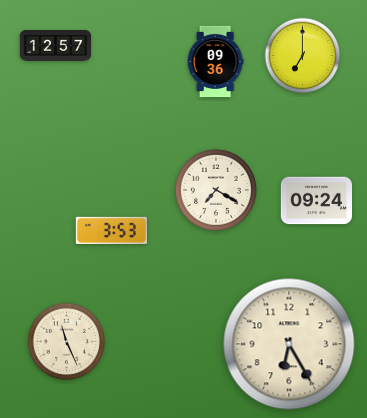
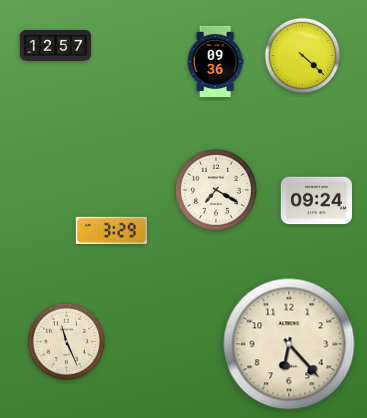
clock at (303, 56): 7:00 -> 4:22
clock at (111, 230): 3:53 -> 3:29
clock at (289, 344): 6:25 -> 6:23
